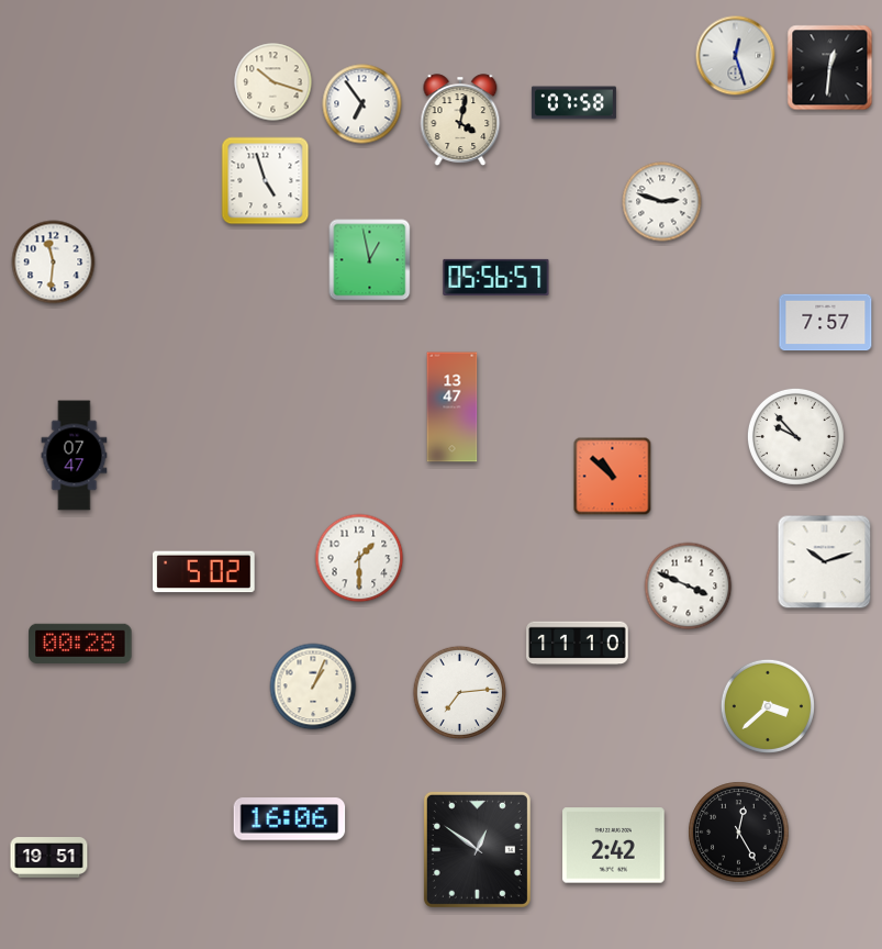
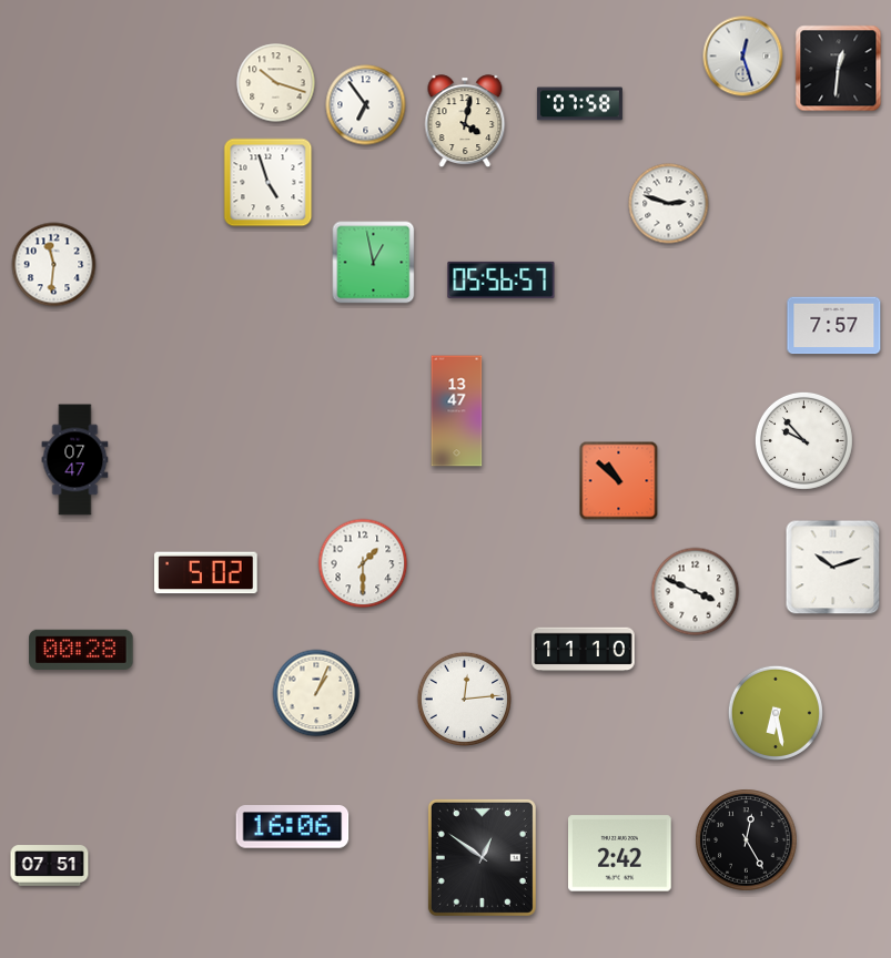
clock at (204, 572) position: (204, 572) -> (206, 573)
clock at (459, 692): 7:14 -> 12:14
clock at (768, 706): 3:38 -> 6:28
clock at (49, 858): 19:51 -> 07:51
